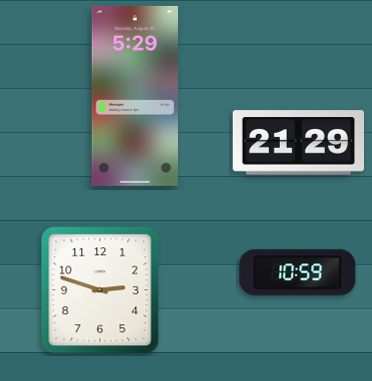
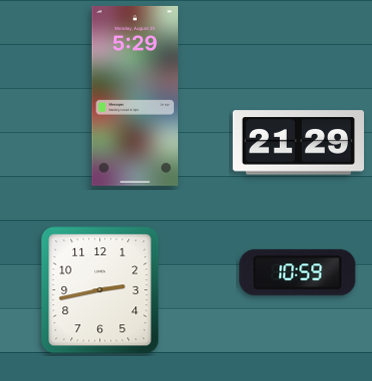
clock at (100, 290): 2:48 -> 2:43
